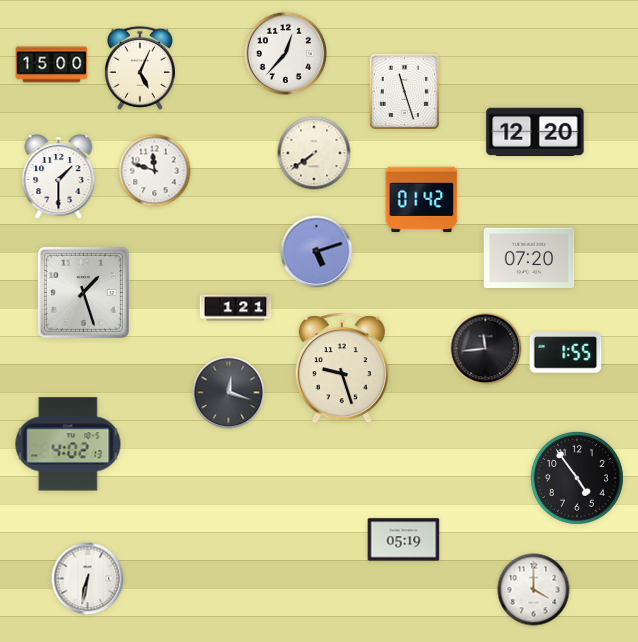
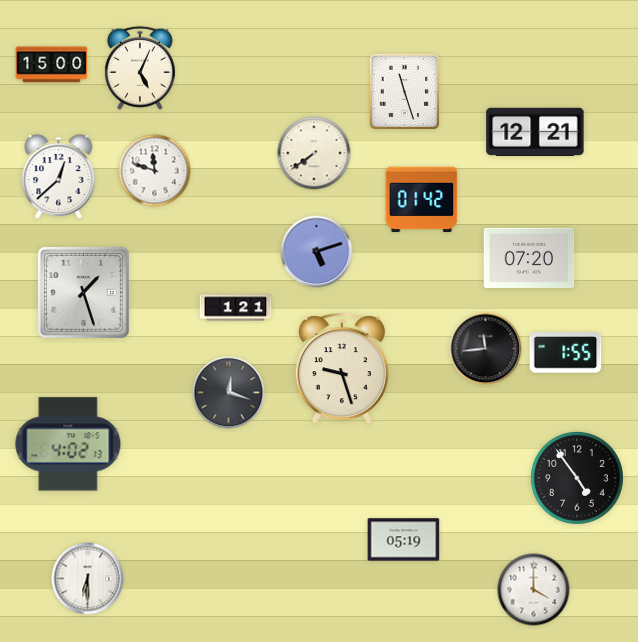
clock at (286, 54): 12:37 -> none
clock at (535, 131): 12:20 -> 12:21
clock at (59, 177): 1:30 -> 12:38
clock at (88, 579): 6:32 -> 6:30
